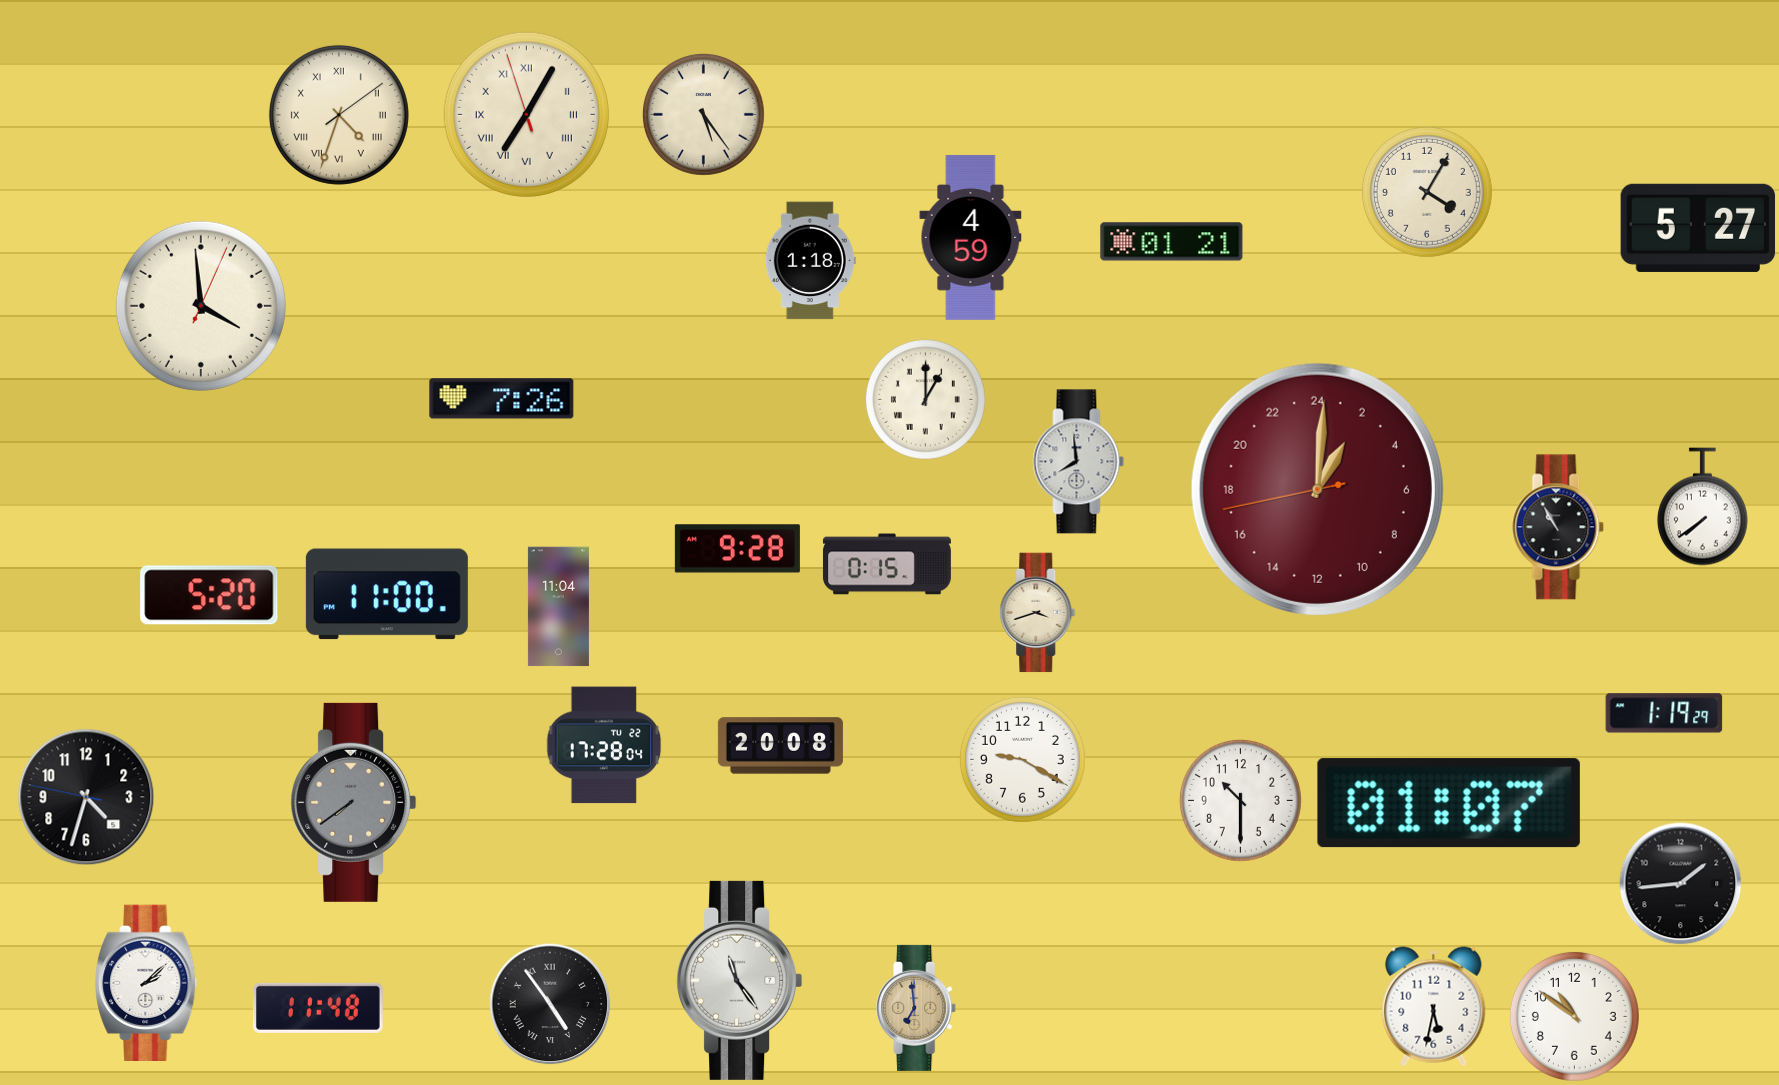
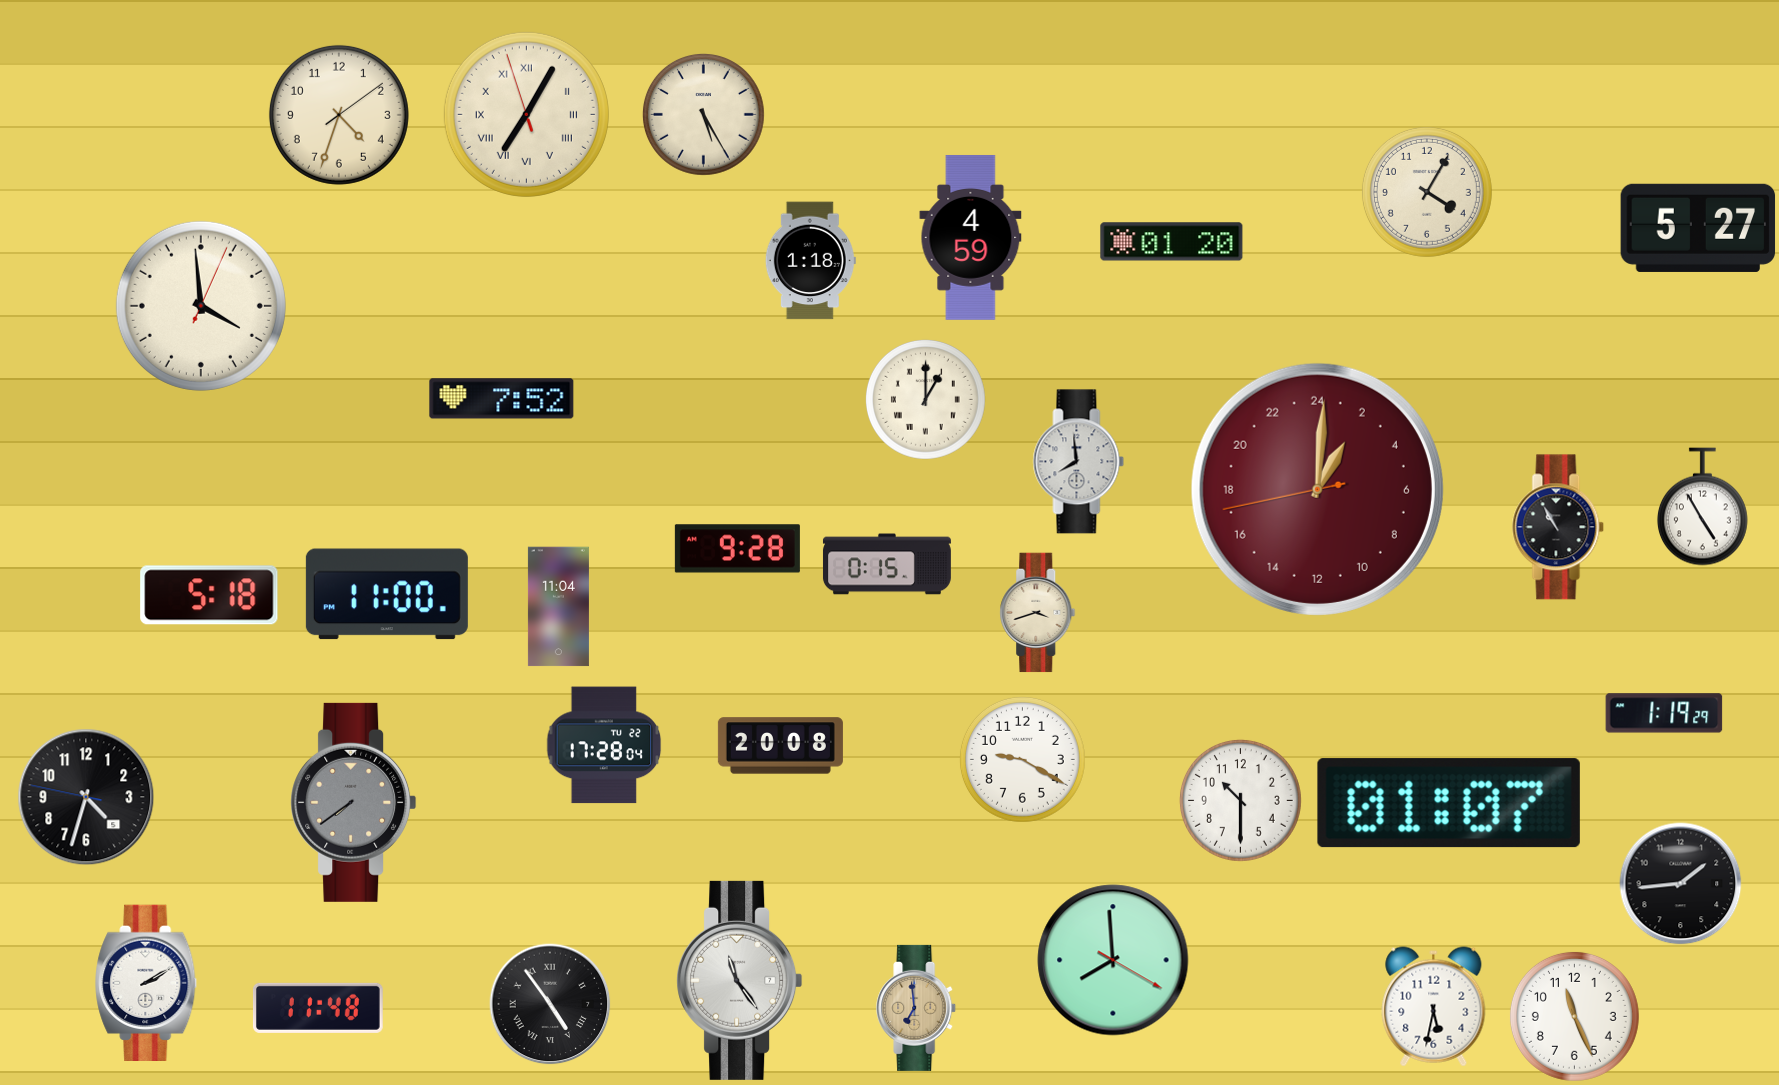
clock at (703, 114): 5:24 -> 5:25
clock at (339, 115) numerals: Roman -> Arabic
clock at (1172, 242): 01:21 -> 01:20
clock at (502, 399): 7:26 -> 7:52
clock at (1702, 507): 7:39 -> 4:55
clock at (209, 595): 5:20 -> 5:18
clock at (1113, 960): none -> 7:59
clock at (147, 982): 2:08 -> 2:10
clock at (1574, 1016): 10:51 -> 11:26
